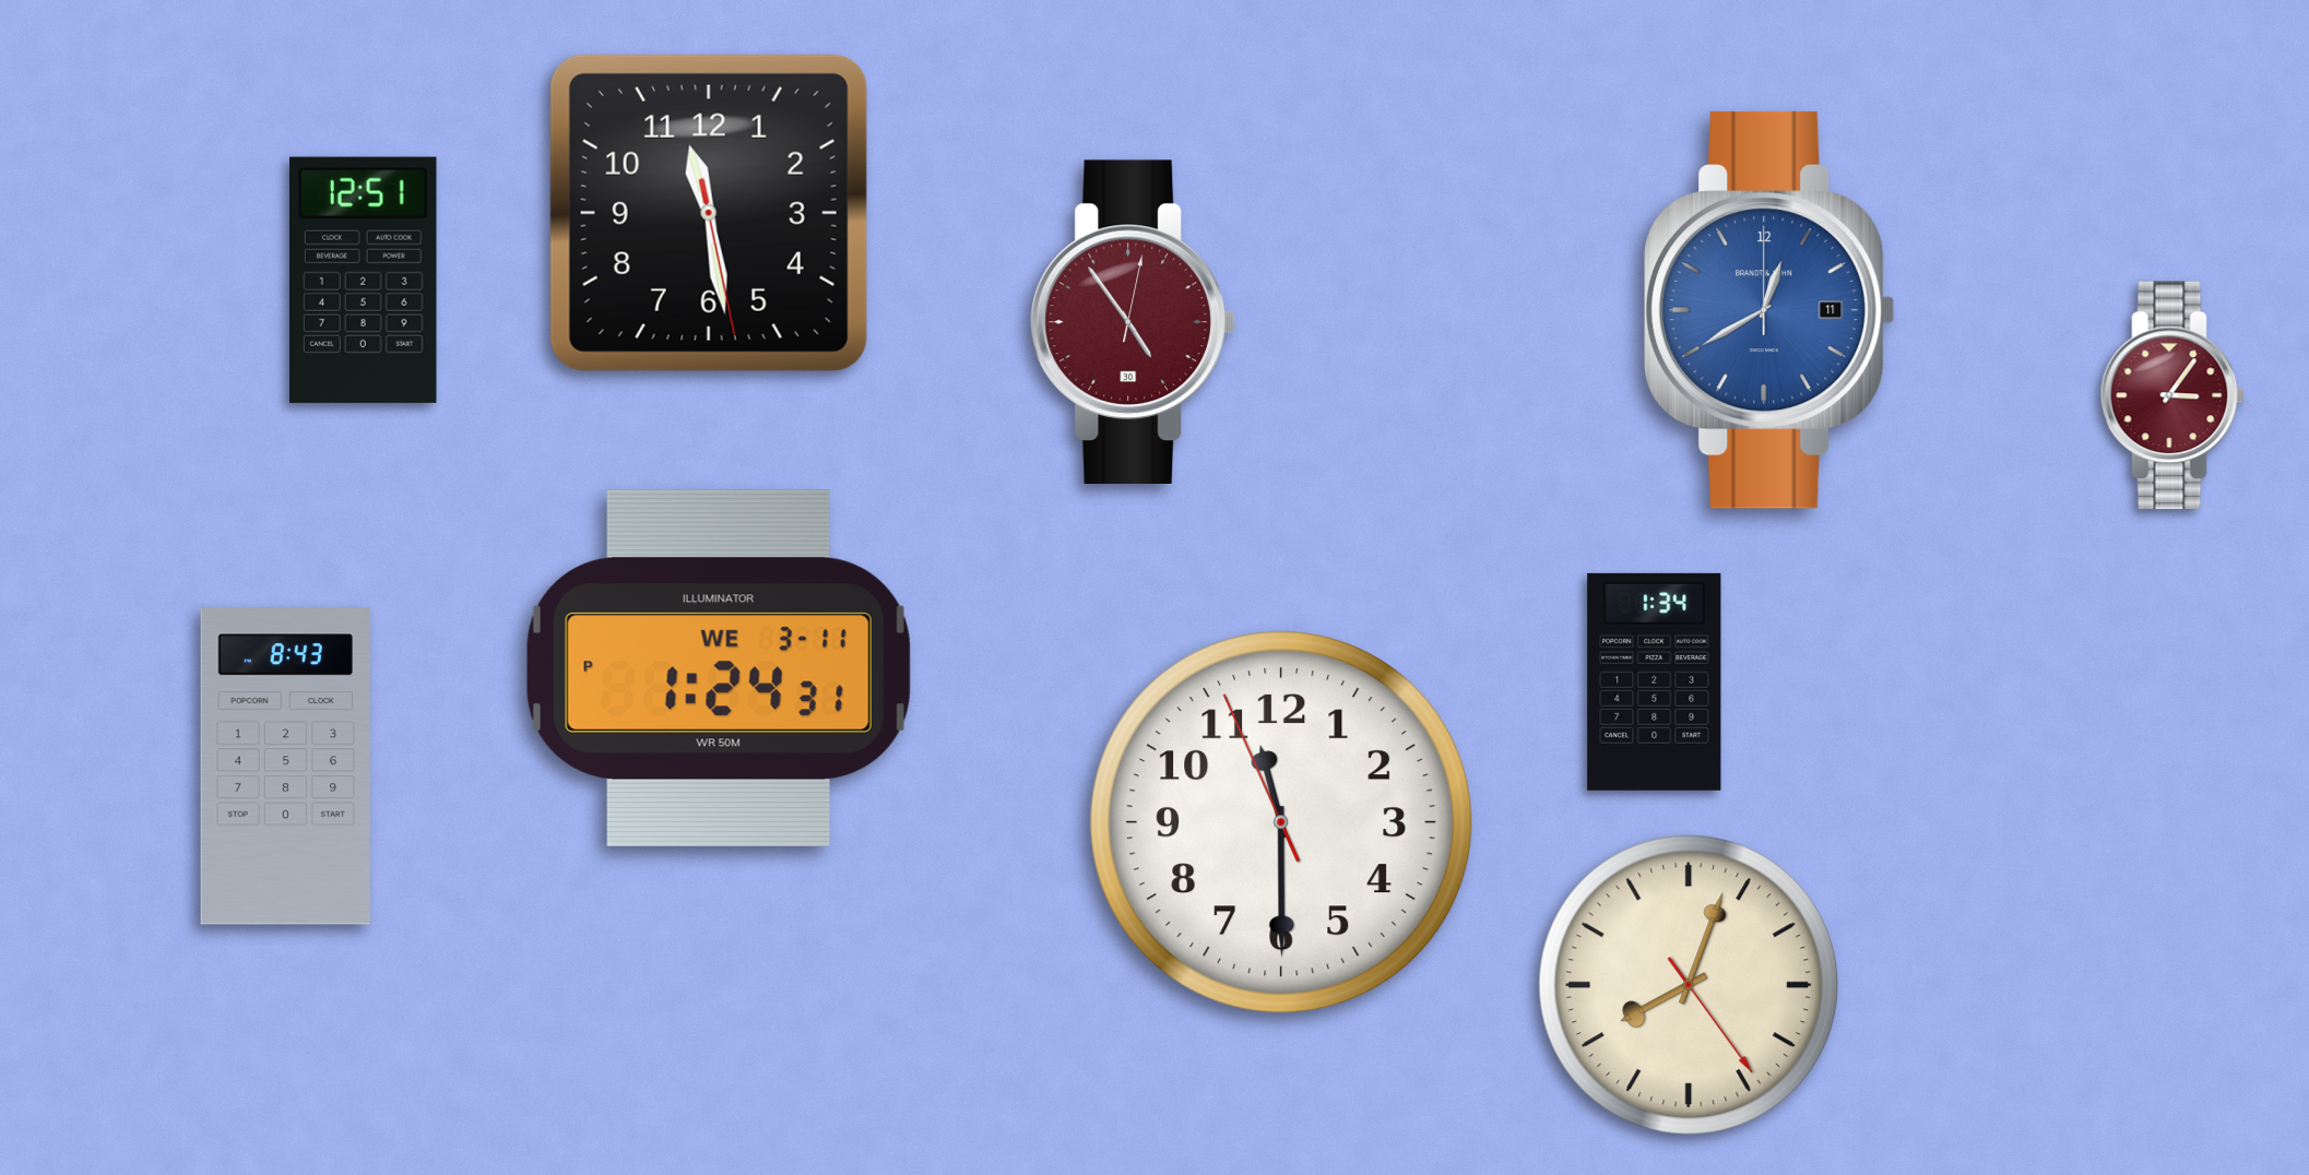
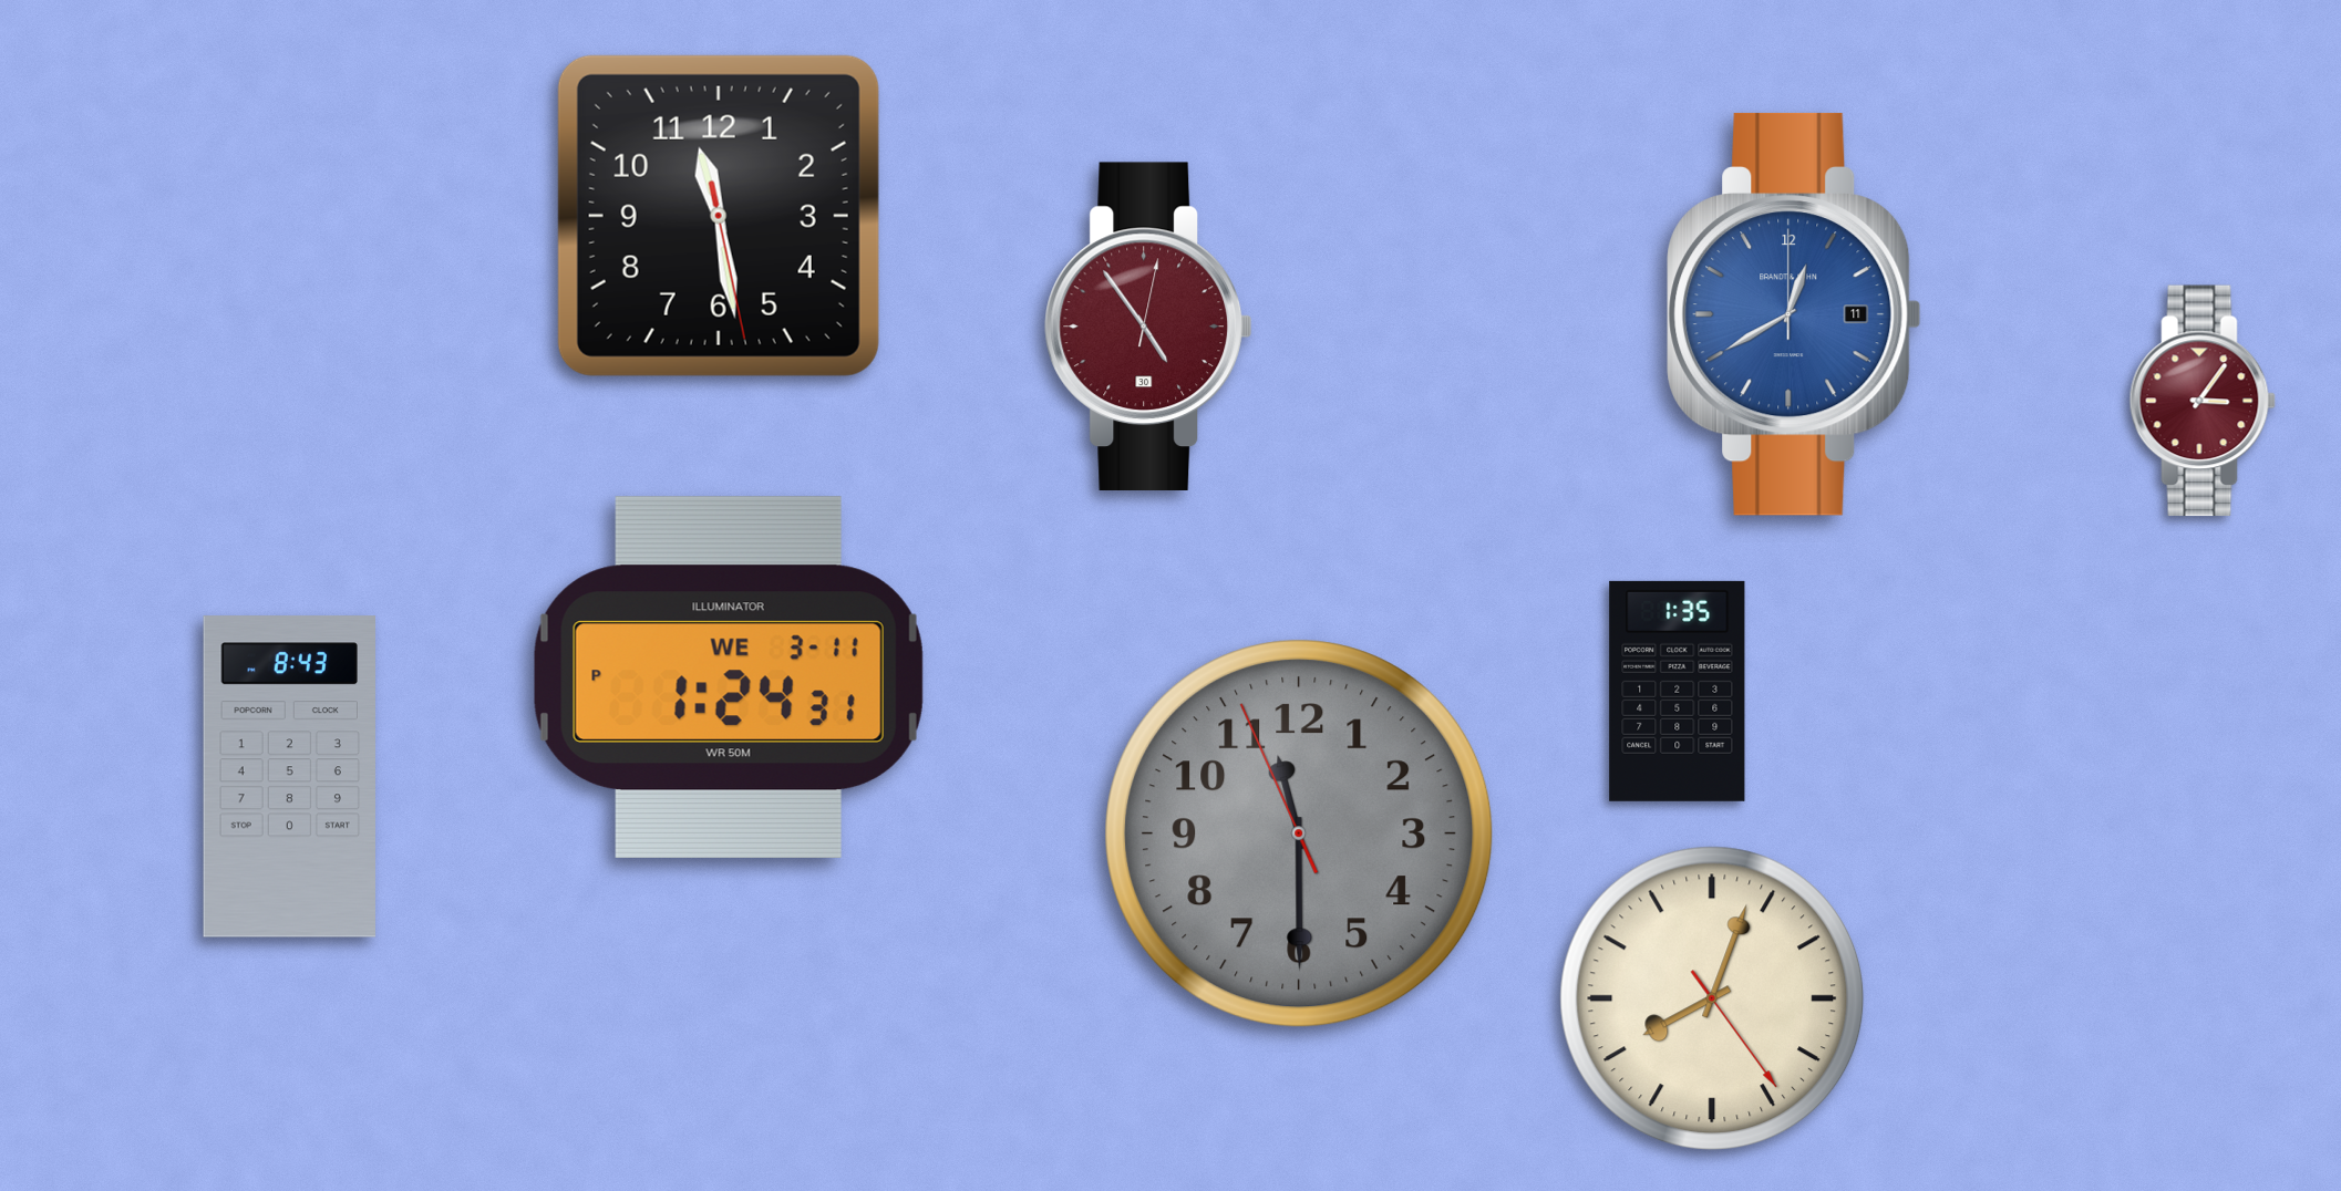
clock at (363, 280): 12:51 -> none
clock at (1655, 681): 1:34 -> 1:35
clock at (1281, 822) dial: white -> grey
